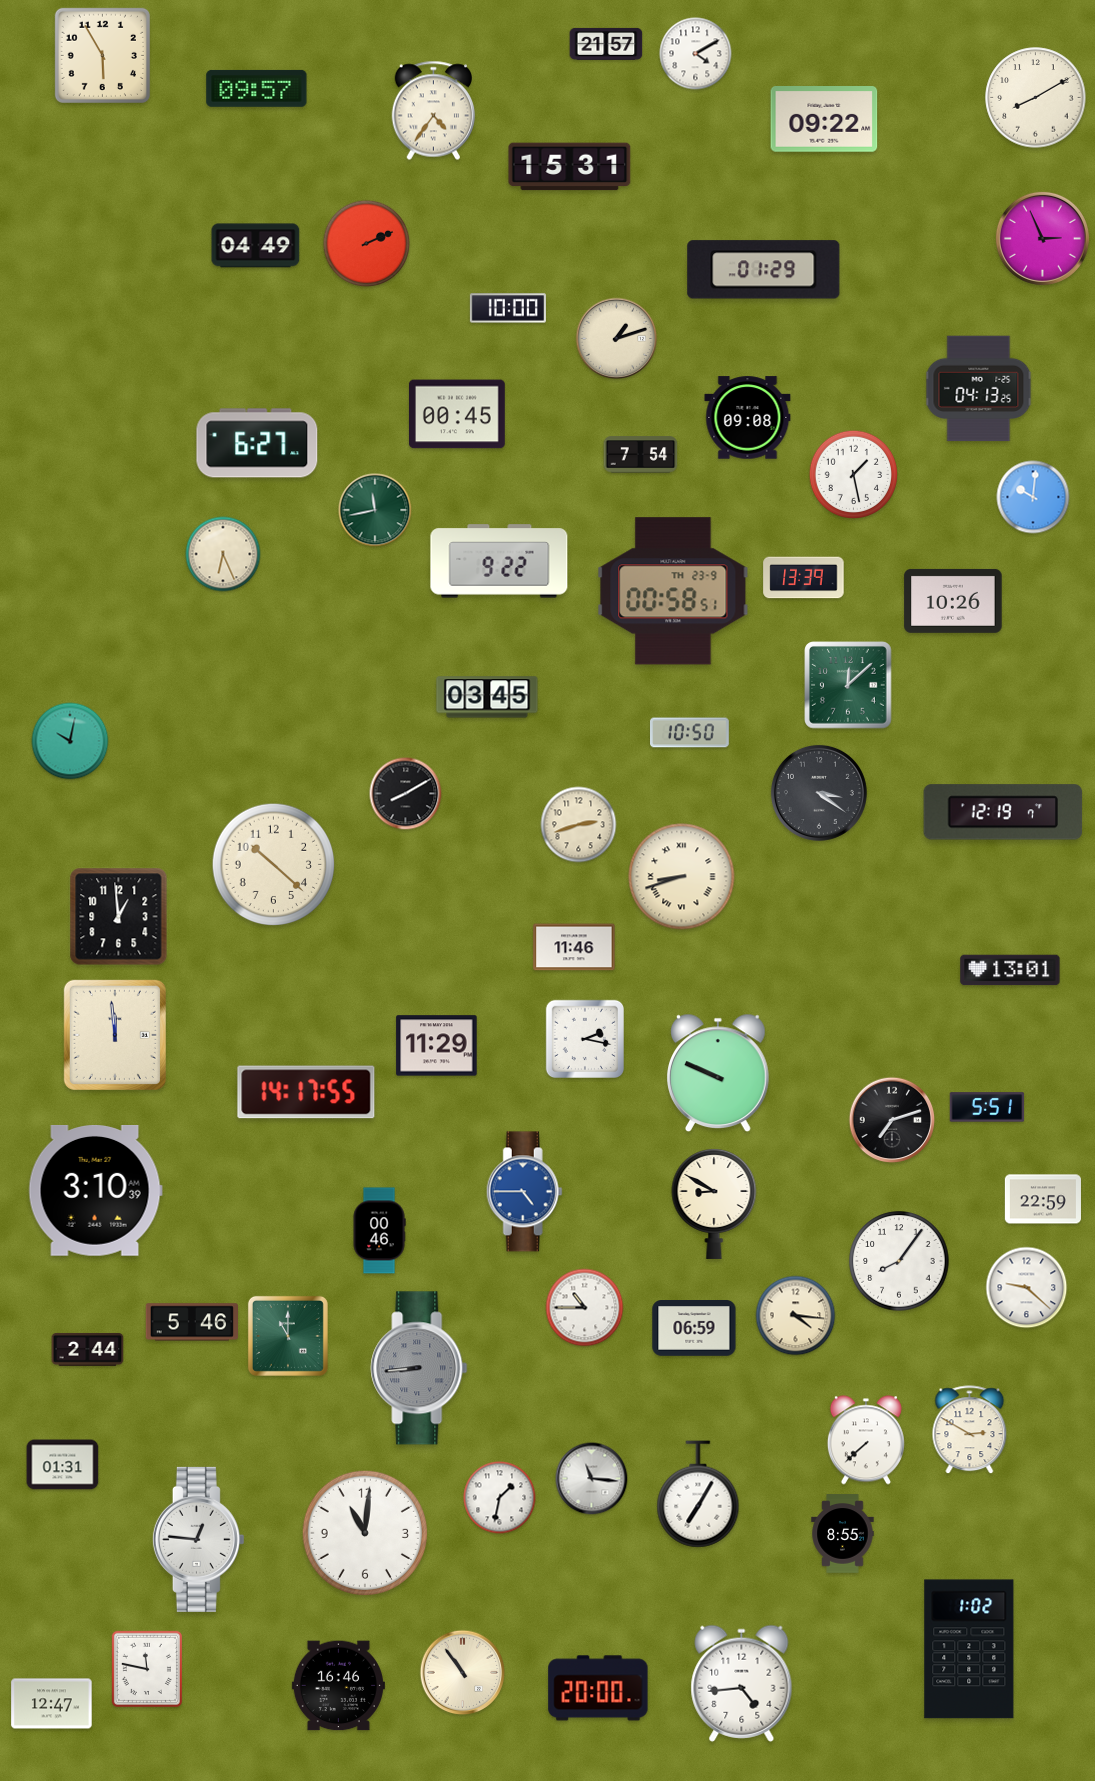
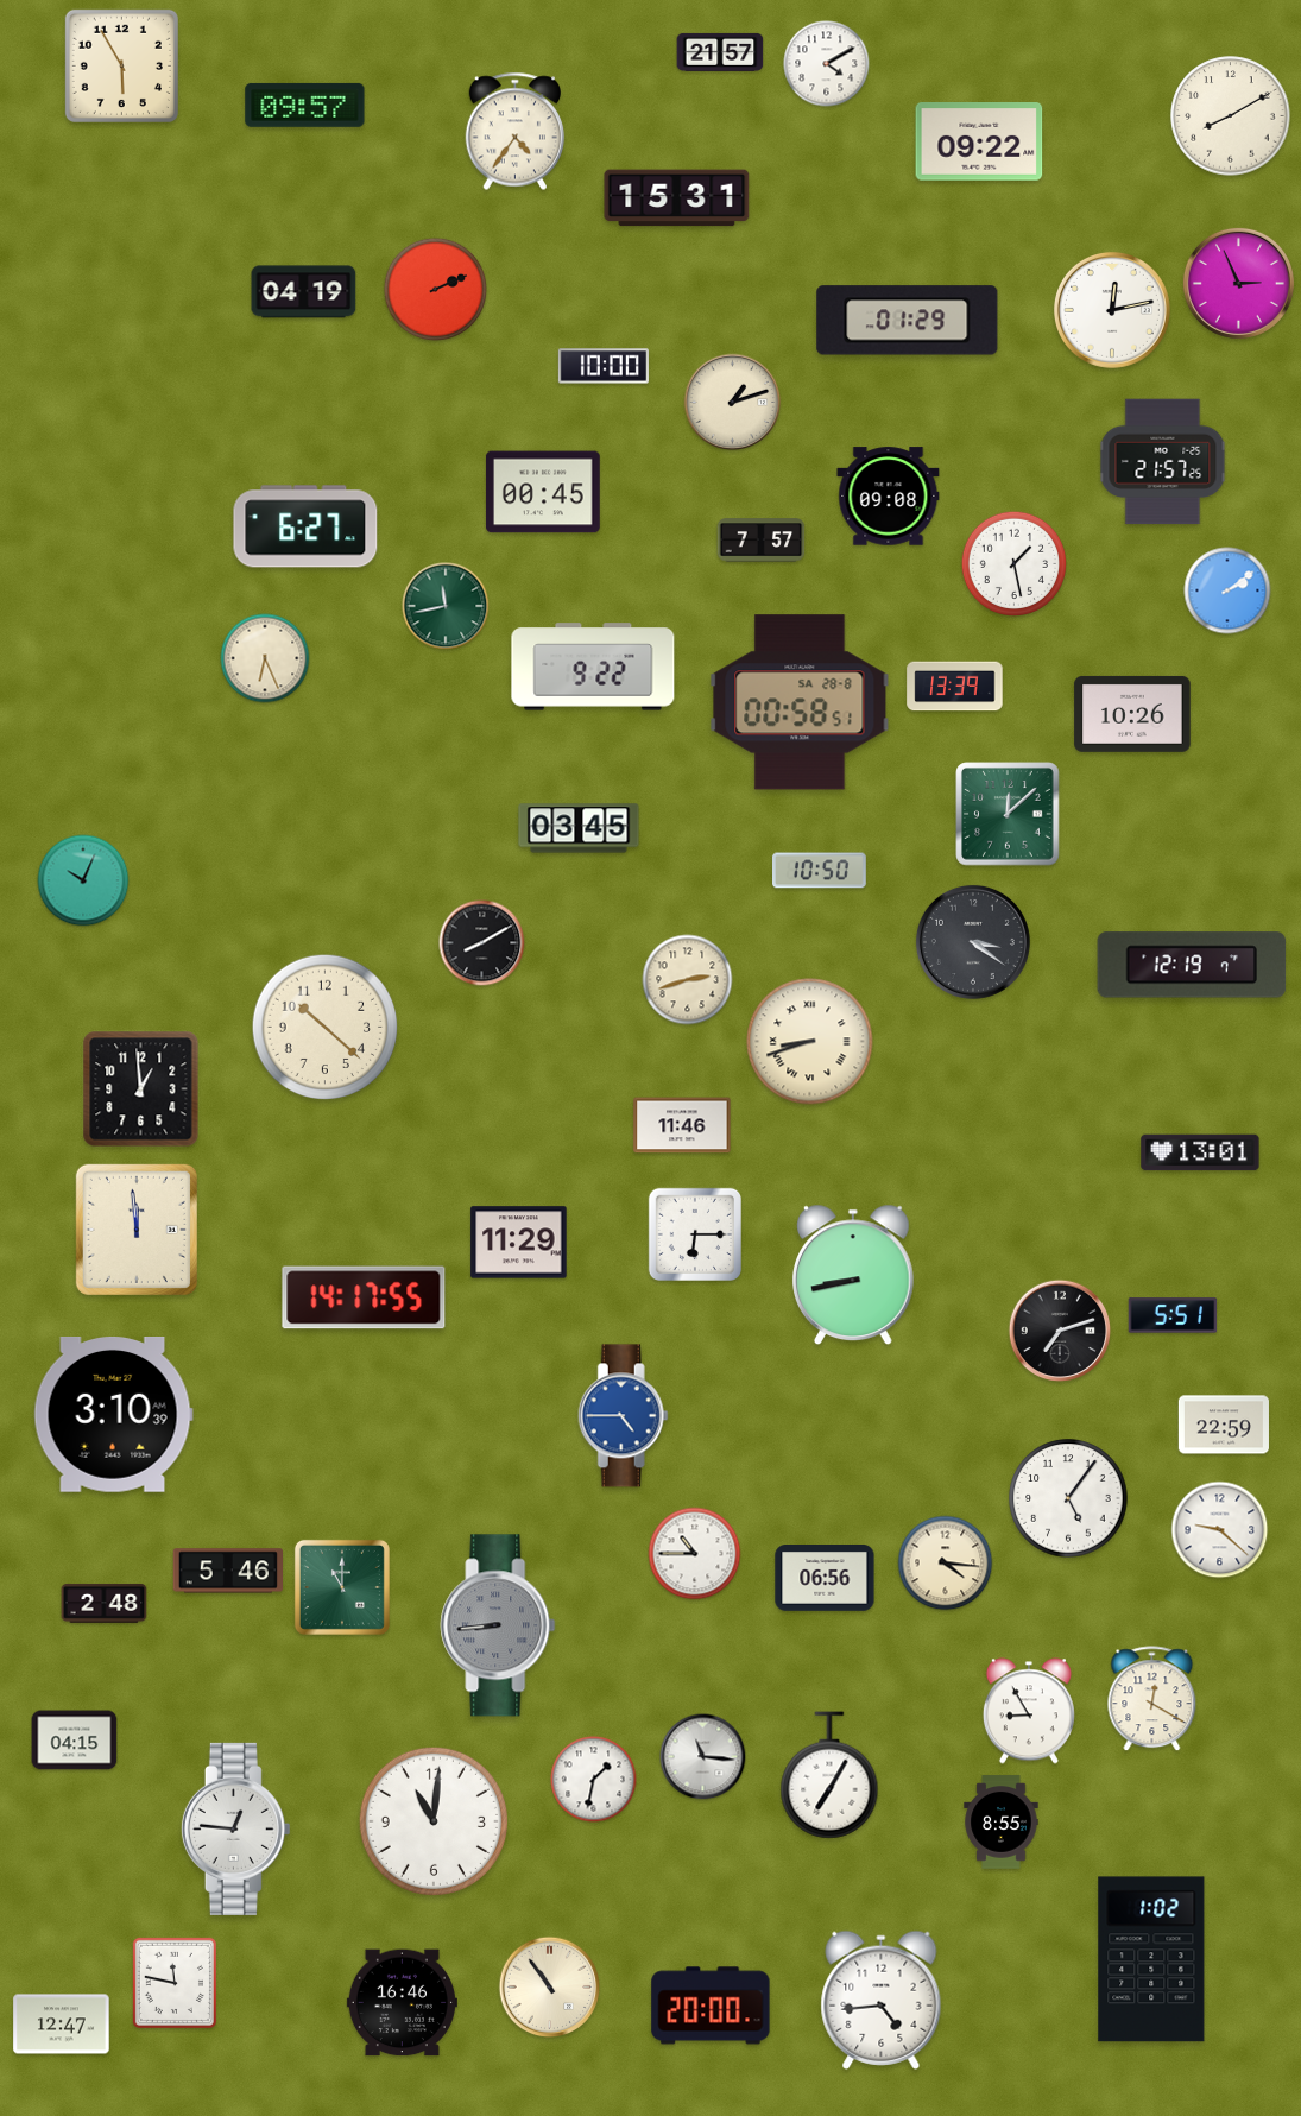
clock at (256, 246): 04:49 -> 04:19
clock at (1112, 310): none -> 12:13
clock at (979, 389): 04:13 -> 21:57
clock at (641, 455): 7:54 -> 7:57
clock at (1033, 497): 10:01 -> 2:09
clock at (673, 591) date: TH 23-9 -> SA 28-8
clock at (70, 741): 10:02 -> 10:04
clock at (584, 1038): 2:17 -> 6:15
clock at (719, 1073): 9:49 -> 8:43
clock at (1043, 1199) position: (1043, 1199) -> (1224, 1425)
clock at (714, 1203): 8:50 -> none
clock at (379, 1231): 00:46 -> none
clock at (899, 1261): 8:06 -> 5:06
clock at (694, 1328): 06:59 -> 06:56
clock at (88, 1349): 2:44 -> 2:48
clock at (970, 1430): 2:50 -> 12:20
clock at (866, 1440): 7:38 -> 8:55
clock at (63, 1465): 01:31 -> 04:15
